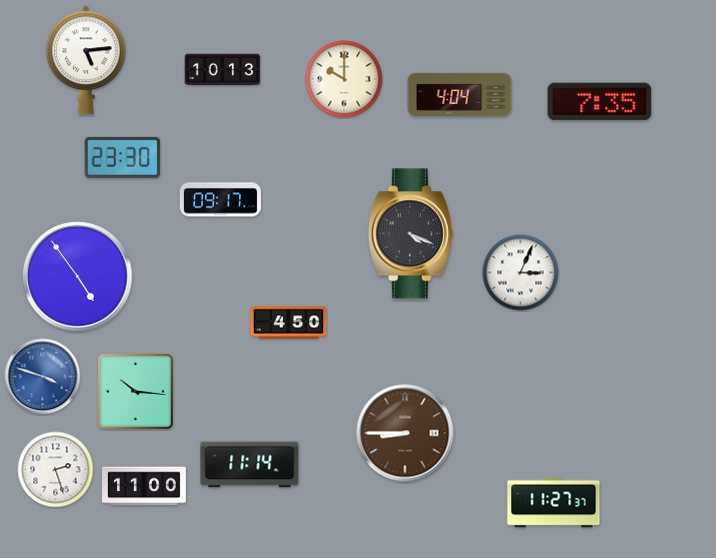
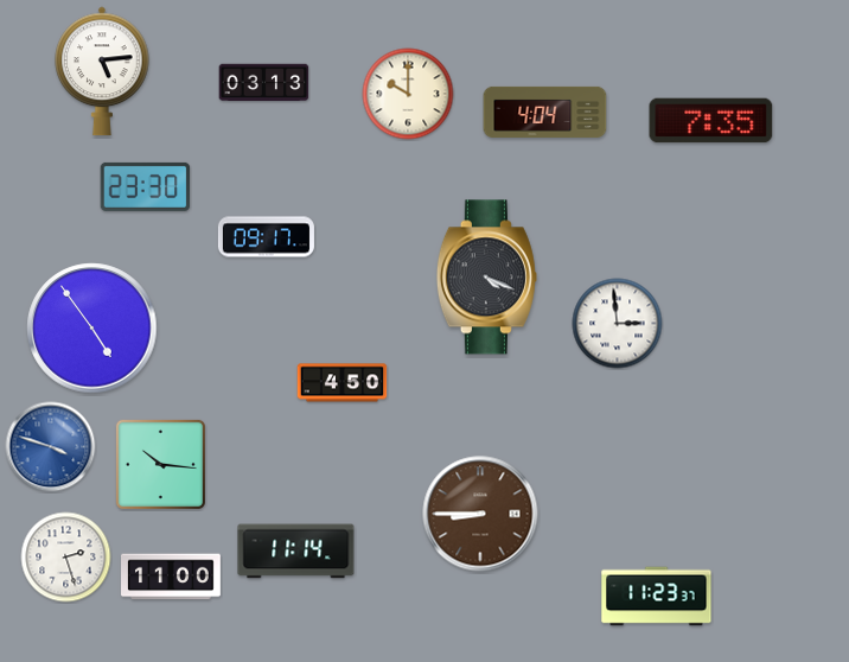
clock at (223, 70): 10:13 -> 03:13
clock at (220, 200) position: (220, 200) -> (266, 237)
clock at (521, 273): 3:04 -> 2:59
clock at (554, 503): 11:27 -> 11:23
